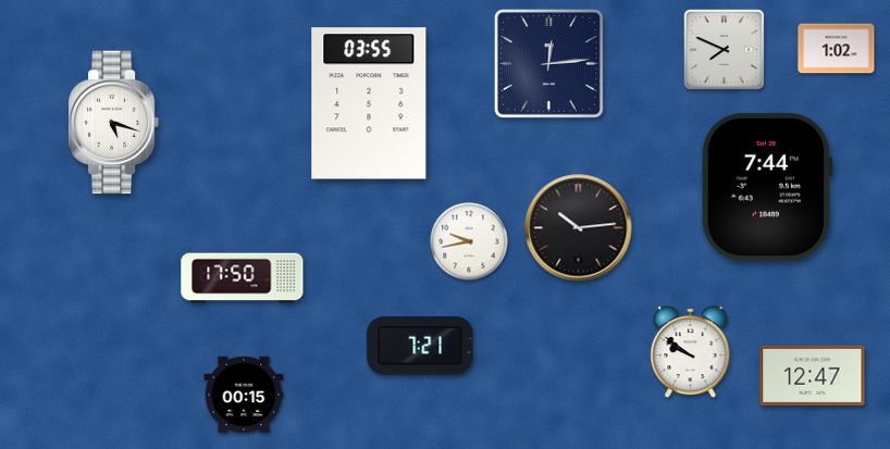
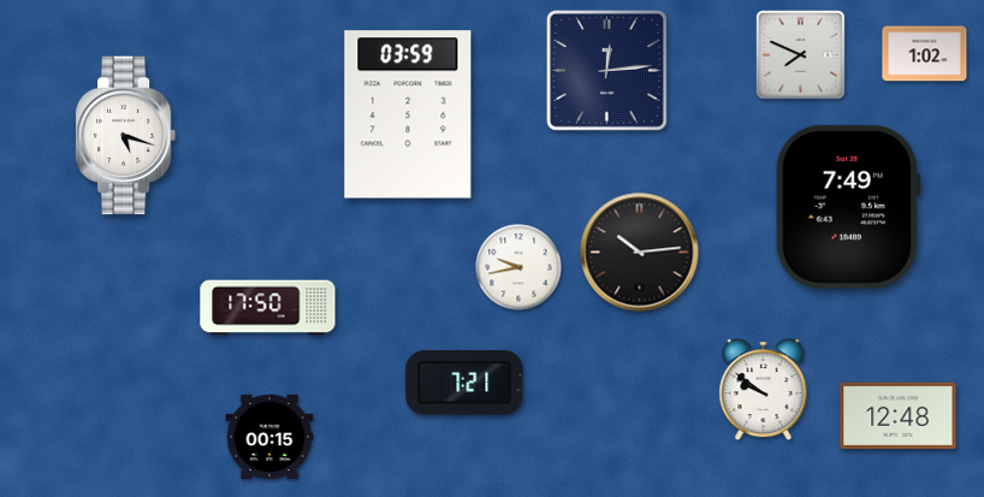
clock at (369, 103): 03:55 -> 03:59
clock at (767, 187): 7:44 -> 7:49
clock at (813, 375): 12:47 -> 12:48
